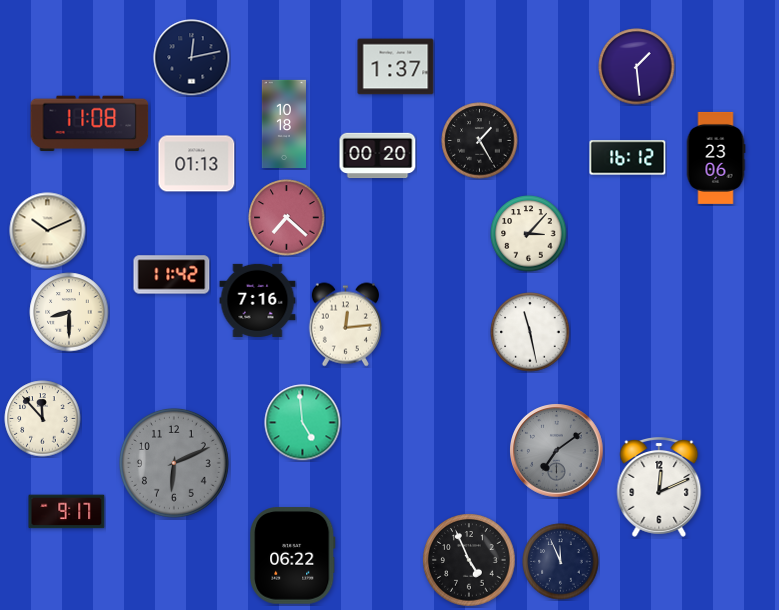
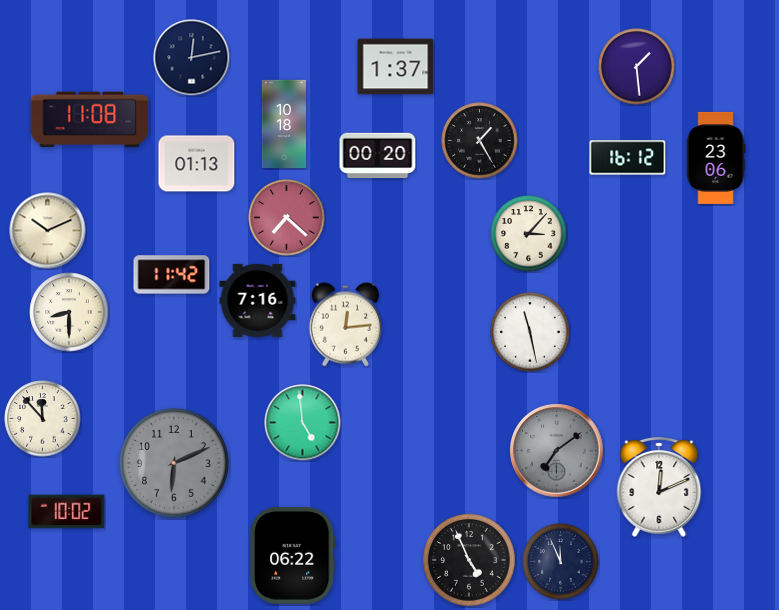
clock at (90, 124) position: (90, 124) -> (90, 120)
clock at (67, 512): 9:17 -> 10:02
